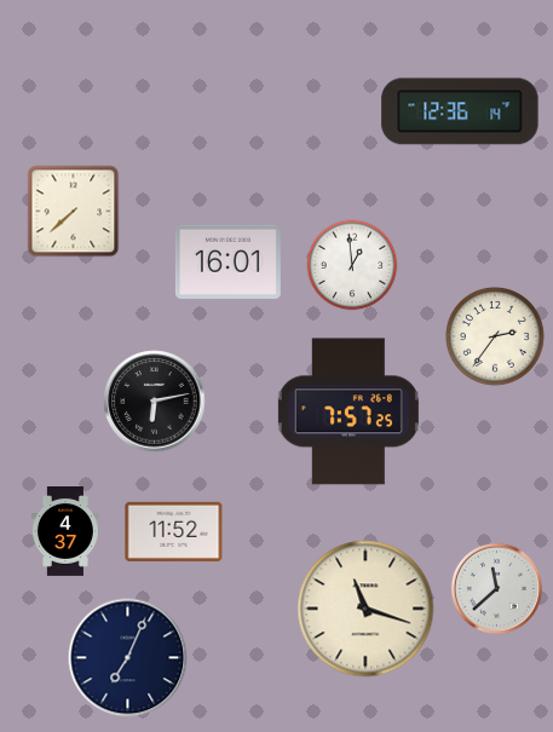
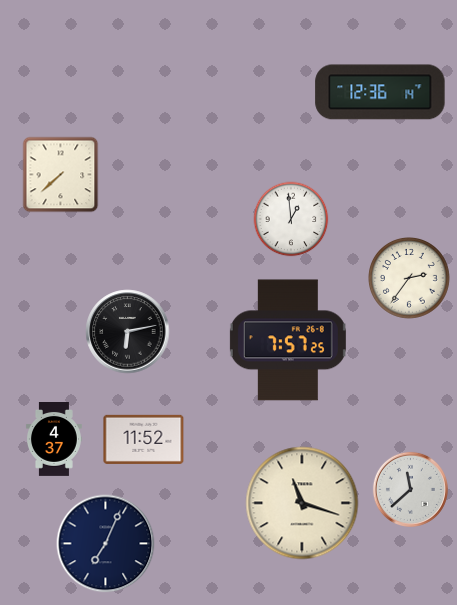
clock at (227, 261): 16:01 -> none
clock at (496, 588) position: (496, 588) -> (410, 489)
